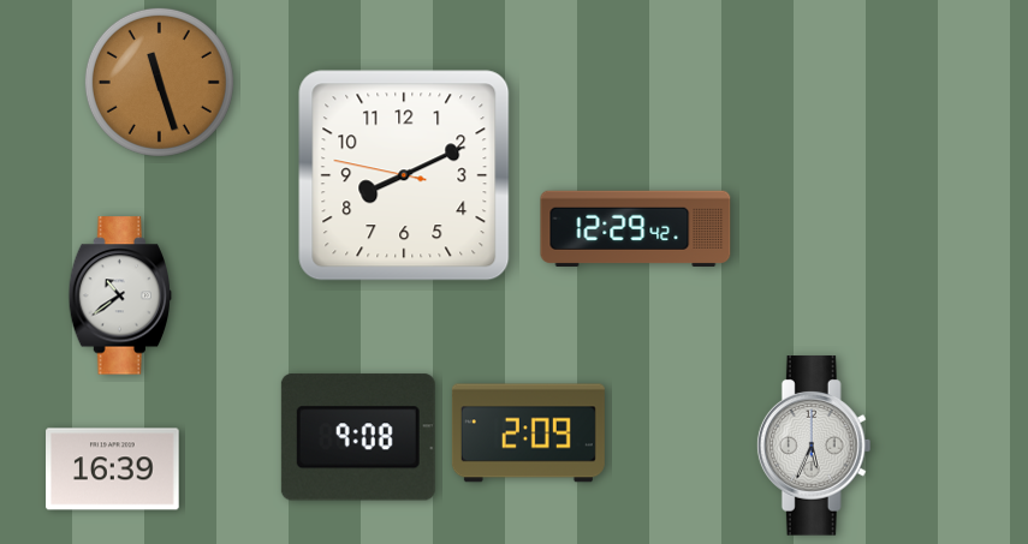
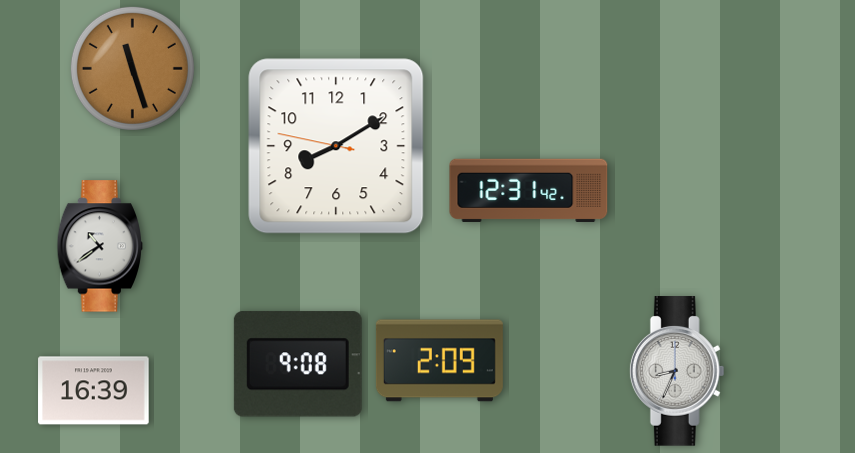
clock at (404, 175): 8:10 -> 8:09
clock at (636, 228): 12:29 -> 12:31
clock at (814, 446): 5:34 -> 8:34
